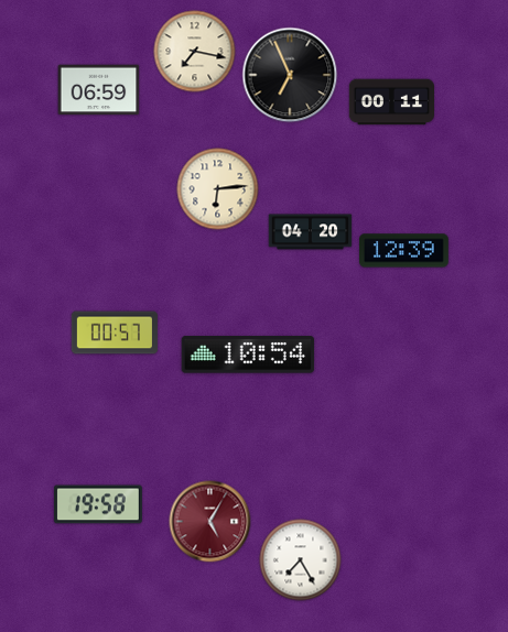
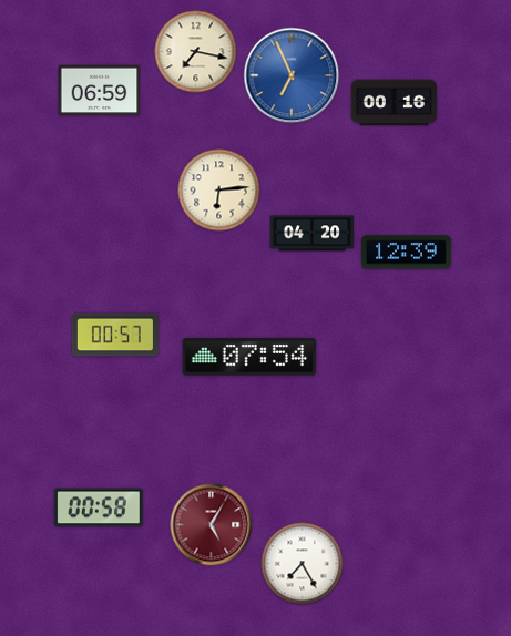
clock at (290, 75) dial: black -> blue
clock at (391, 102): 00:11 -> 00:16
clock at (248, 355): 10:54 -> 07:54
clock at (98, 504): 19:58 -> 00:58
